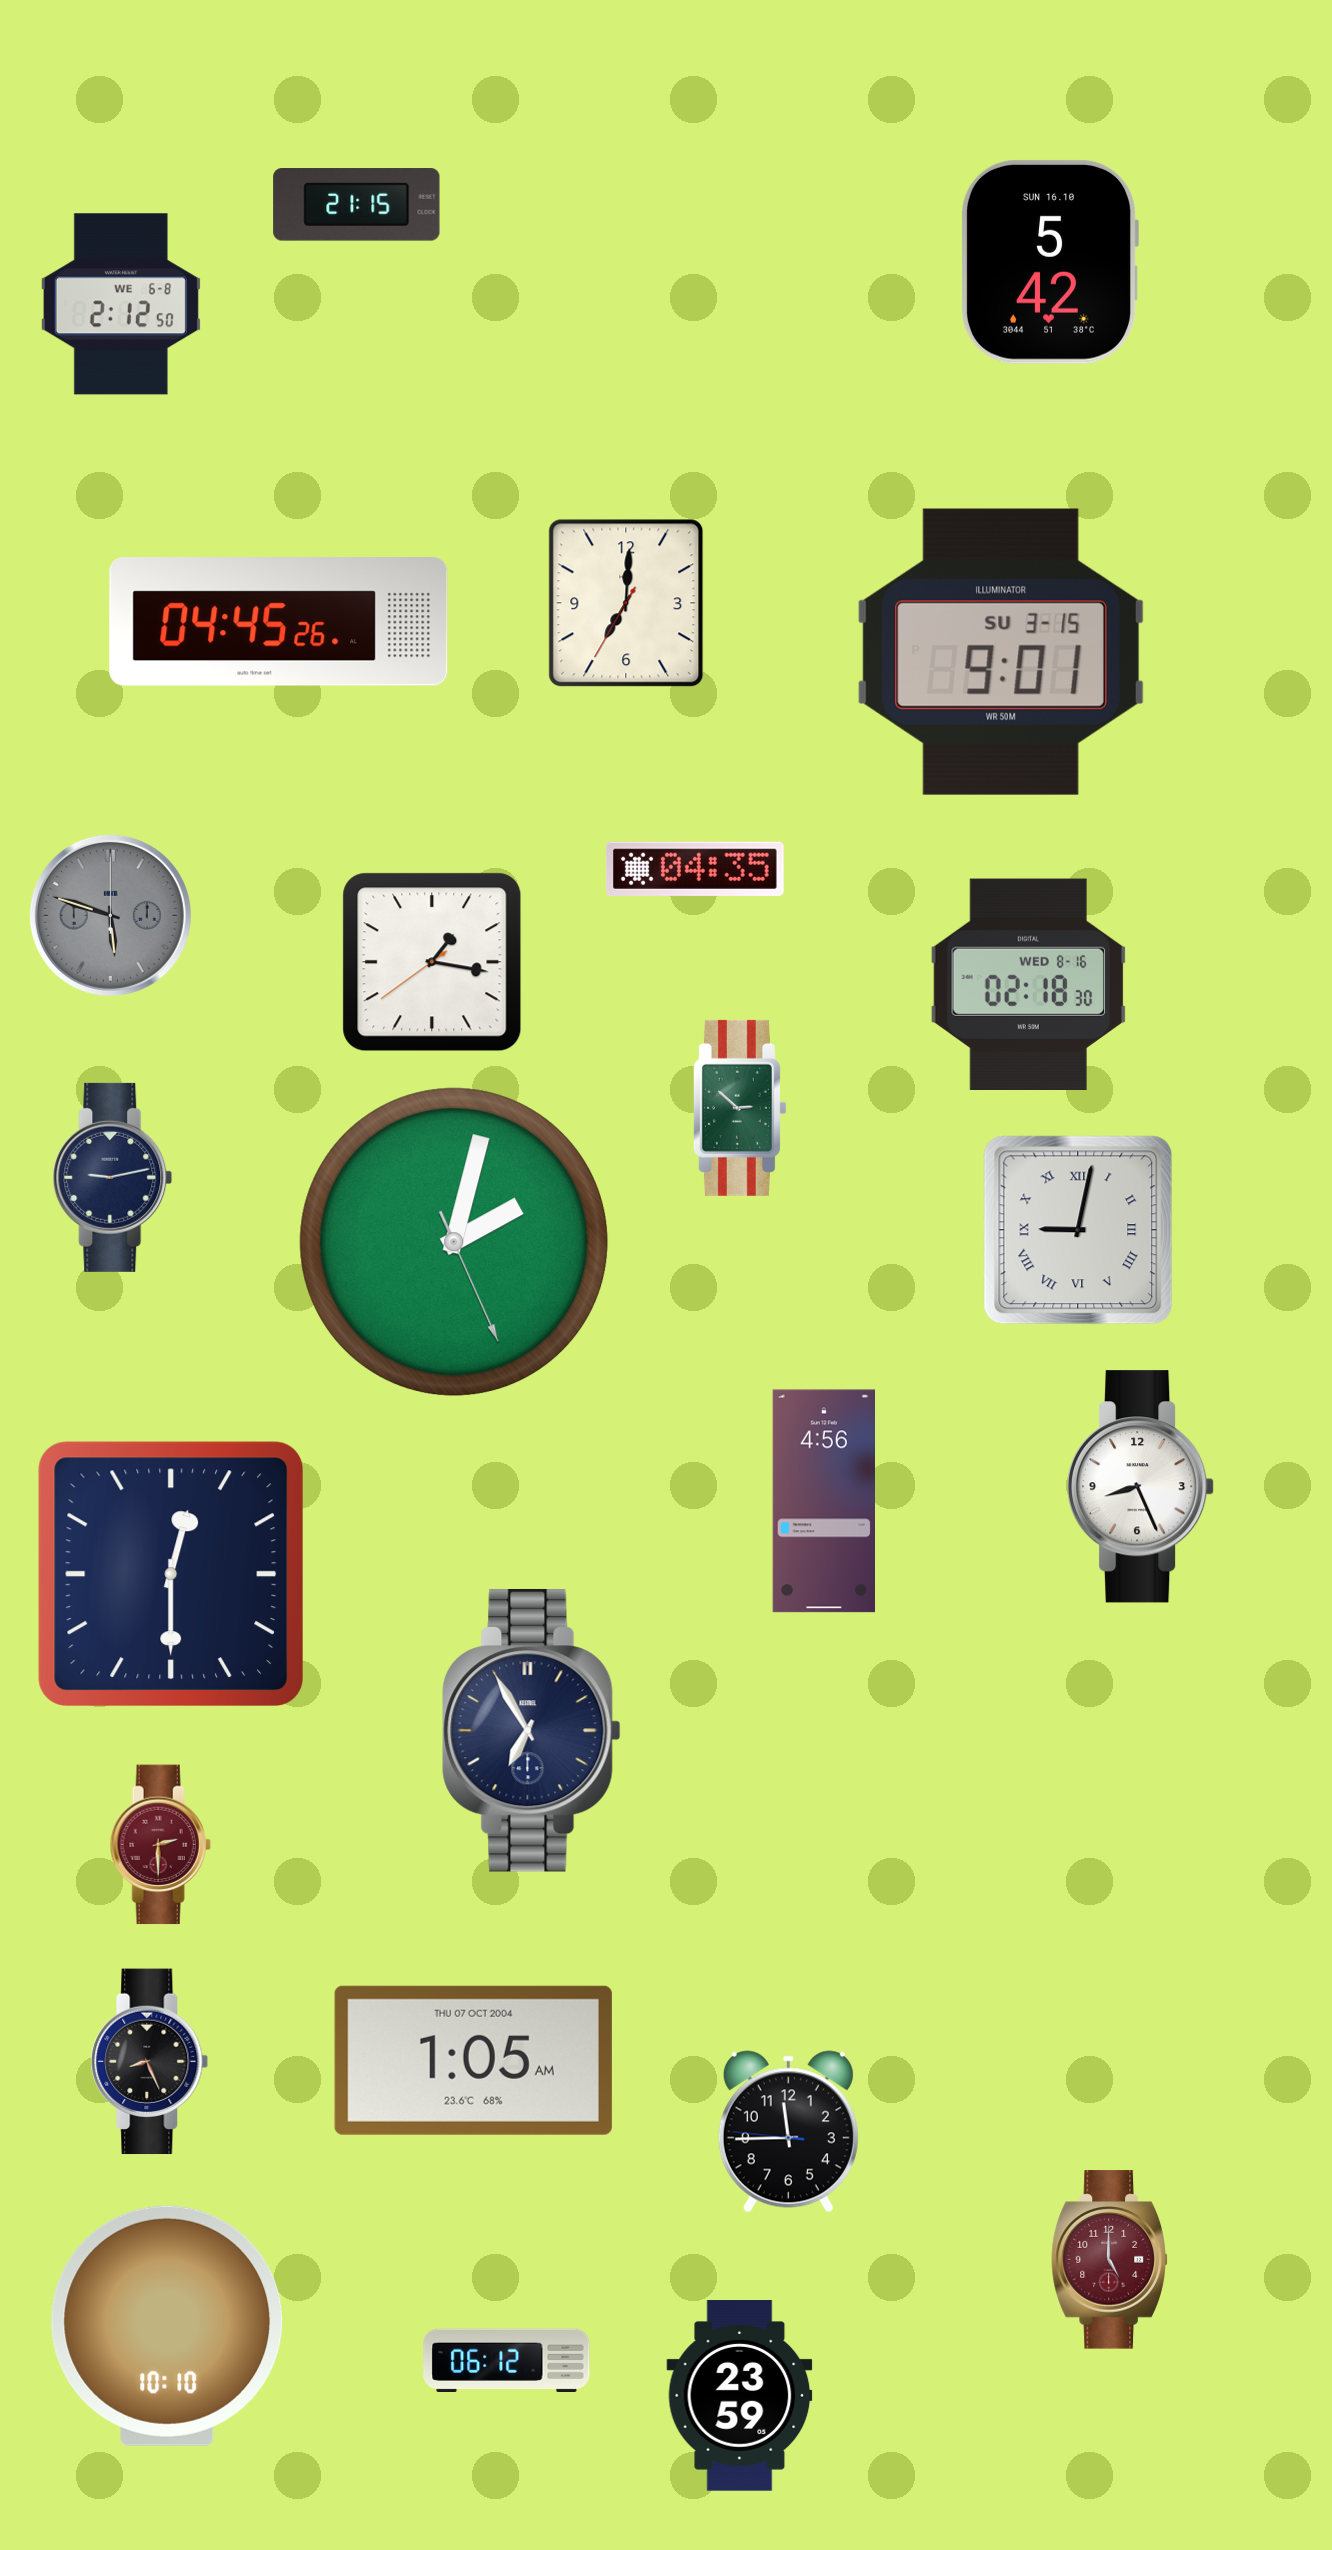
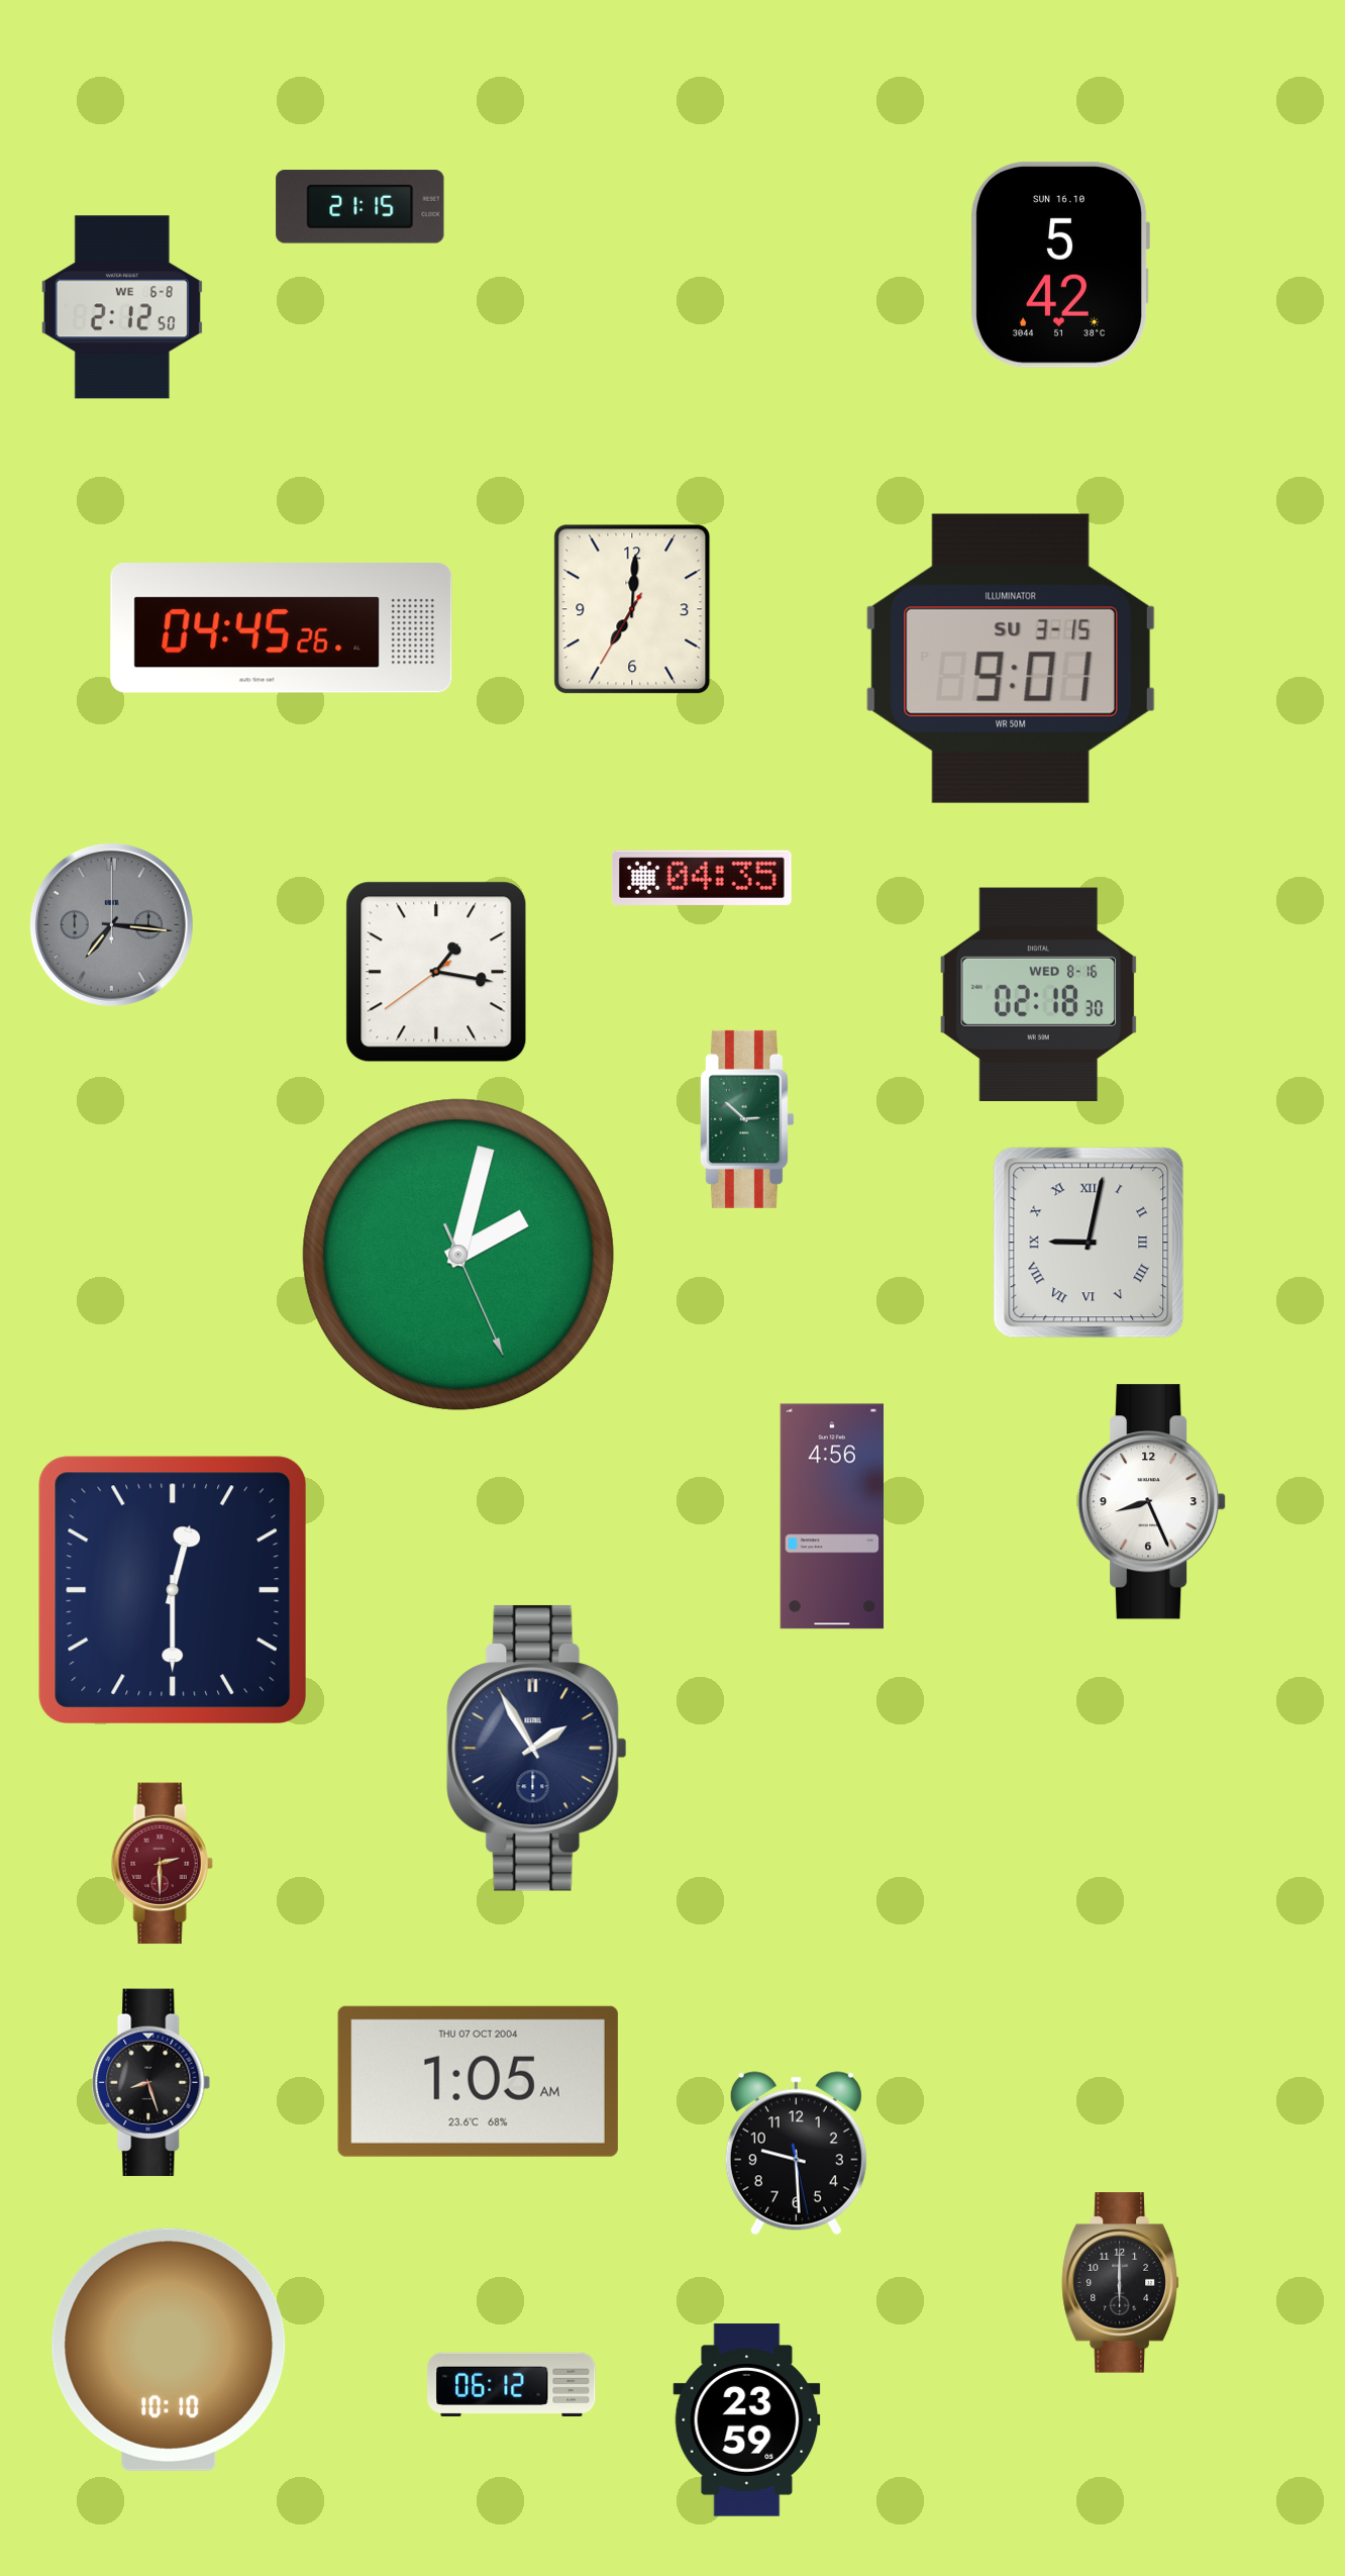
clock at (110, 915): 5:48 -> 7:16
clock at (113, 1177): 9:13 -> none
clock at (532, 1730): 6:55 -> 1:55
clock at (150, 2062): 8:26 -> 8:27
clock at (788, 2132): 11:44 -> 9:29
clock at (1110, 2260): 5:00 -> 6:00
clock at (1110, 2260) dial: burgundy -> black
